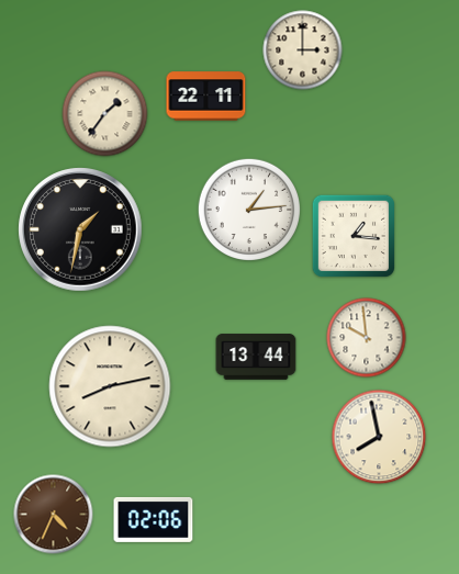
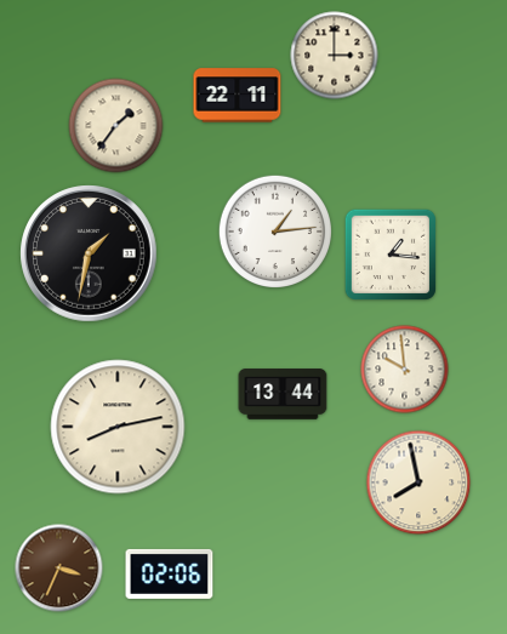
clock at (206, 97) position: (206, 97) -> (238, 96)
clock at (354, 236) position: (354, 236) -> (391, 255)
clock at (367, 338) position: (367, 338) -> (405, 370)
clock at (110, 386) position: (110, 386) -> (118, 427)
clock at (54, 515): 4:34 -> 3:34
